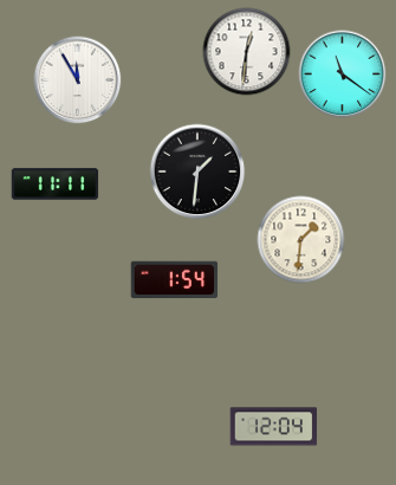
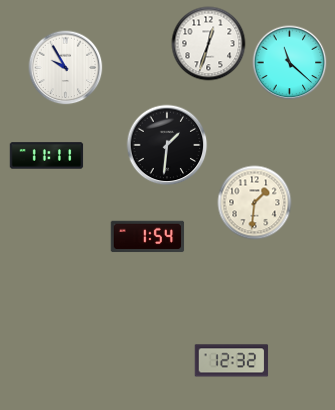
clock at (247, 52): 12:31 -> 12:33
clock at (343, 75): 11:21 -> 11:22
clock at (78, 80): 11:55 -> 9:55
clock at (274, 427): 12:04 -> 12:32
